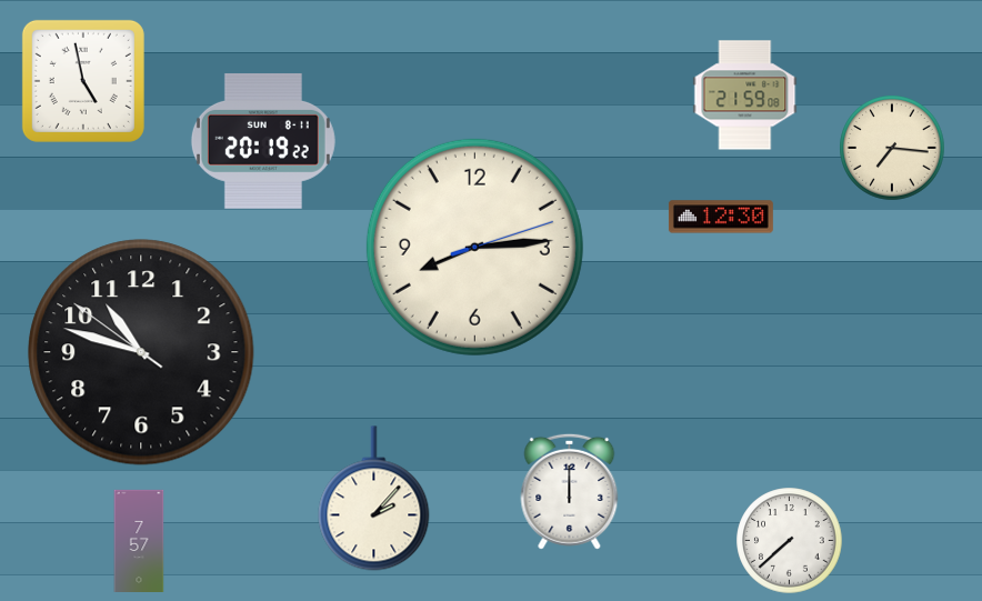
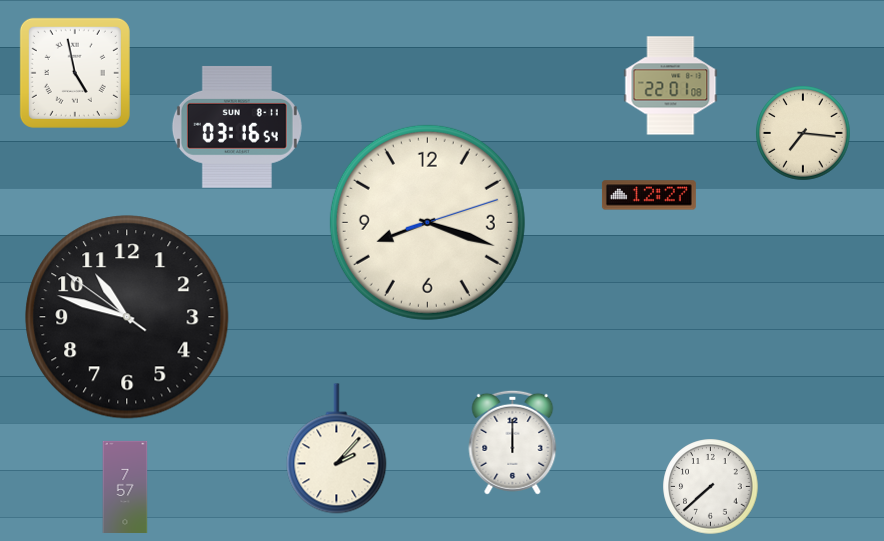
clock at (745, 96): 21:59 -> 22:01
clock at (263, 141): 20:19 -> 03:16
clock at (721, 217): 12:30 -> 12:27
clock at (474, 247): 8:14 -> 8:18
